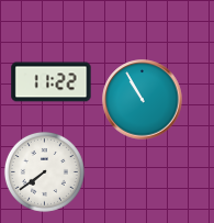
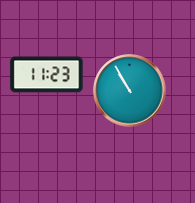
clock at (52, 82): 11:22 -> 11:23
clock at (44, 171): 7:39 -> none
